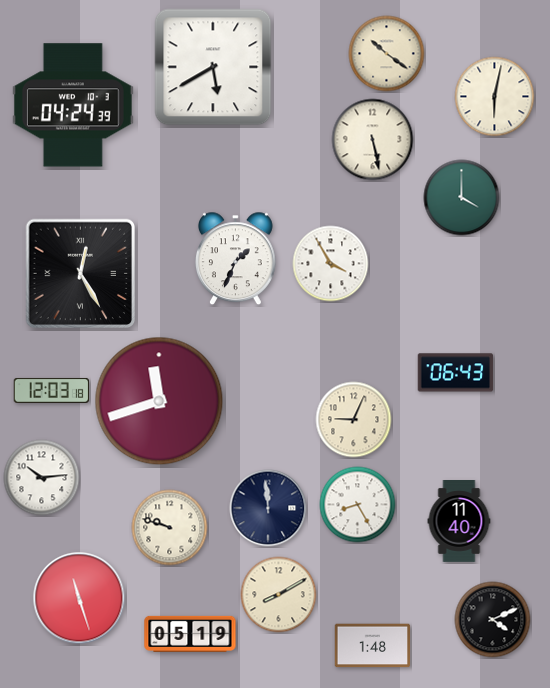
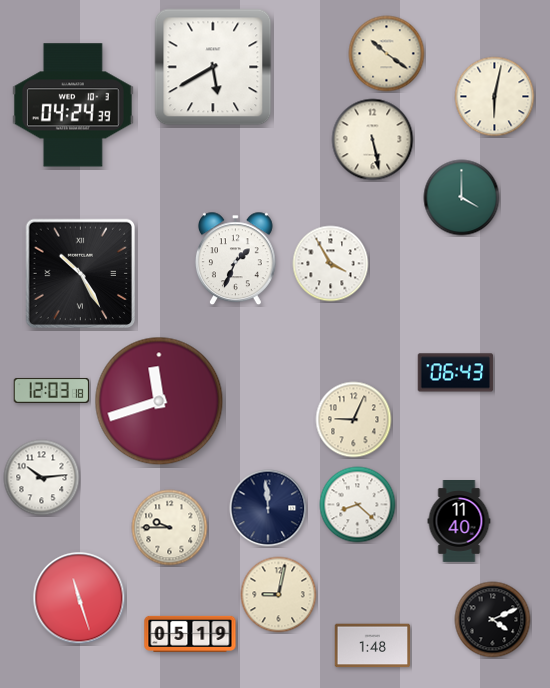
clock at (80, 273): 12:25 -> 10:25
clock at (358, 505): 8:25 -> 8:22
clock at (170, 528): 9:48 -> 9:45
clock at (279, 595): 8:10 -> 9:02
